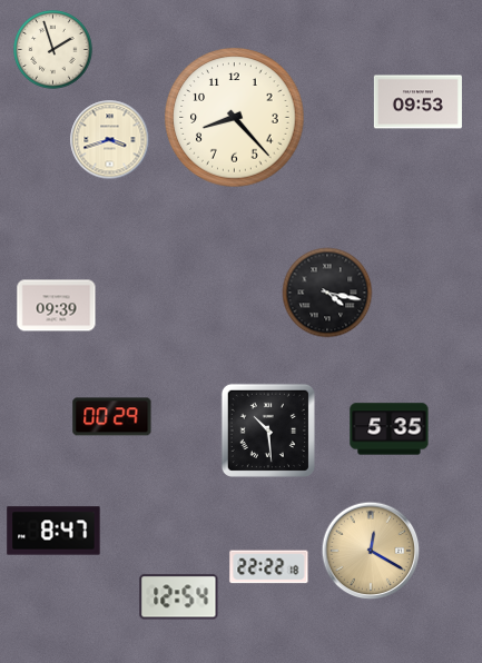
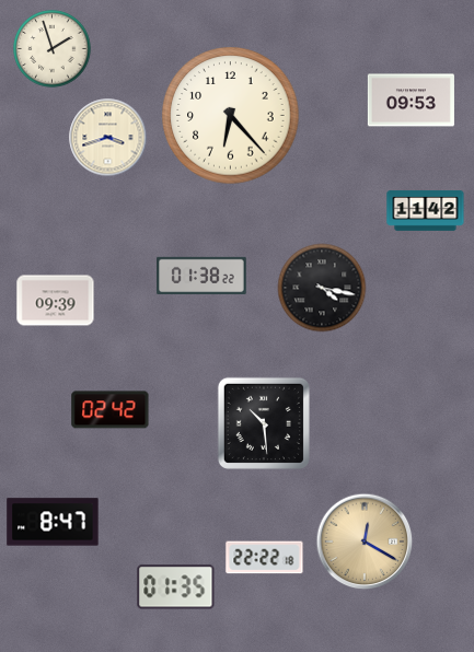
clock at (235, 118): 8:23 -> 6:23
clock at (426, 210): none -> 11:42
clock at (201, 275): none -> 01:38
clock at (112, 417): 00:29 -> 02:42
clock at (390, 429): 5:35 -> none
clock at (179, 597): 12:54 -> 01:35
